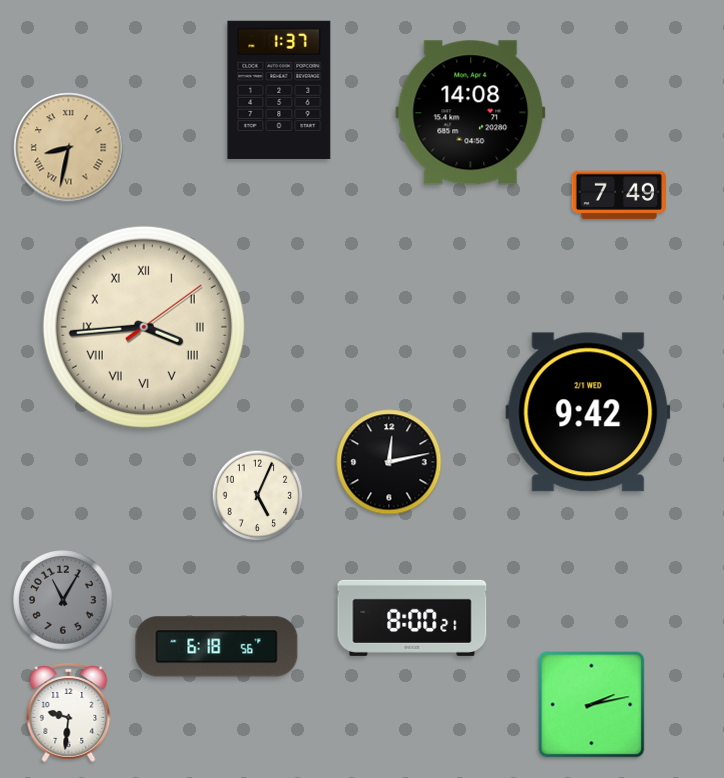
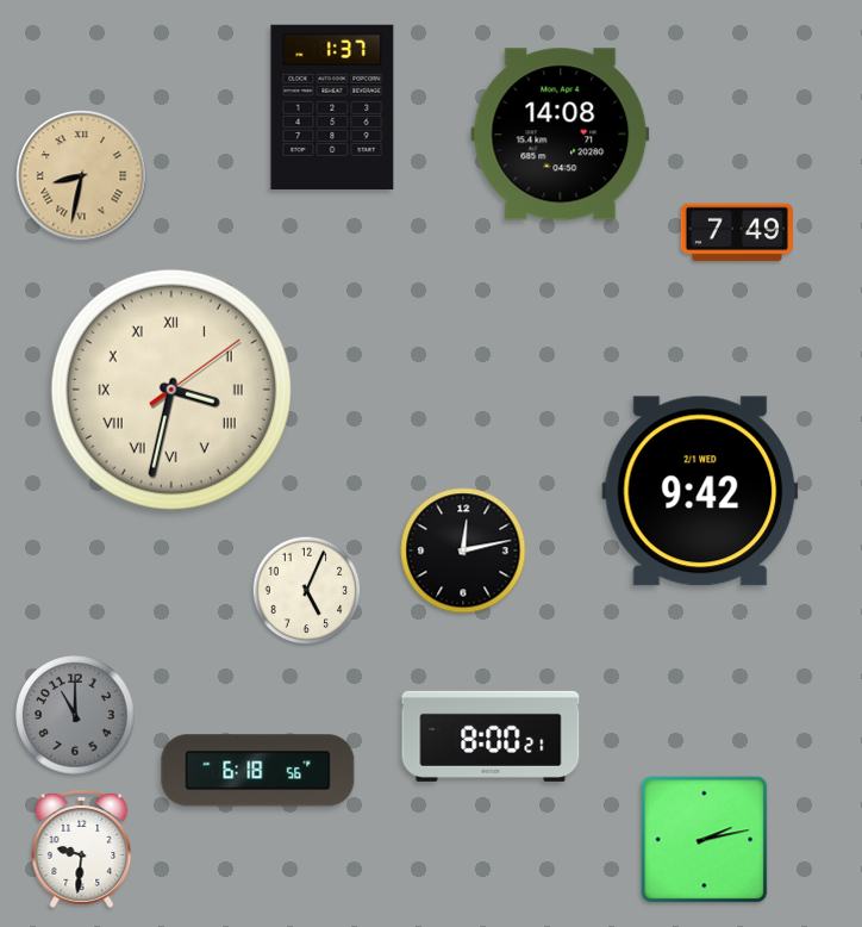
clock at (144, 327): 3:44 -> 3:32
clock at (63, 600): 11:05 -> 11:00
